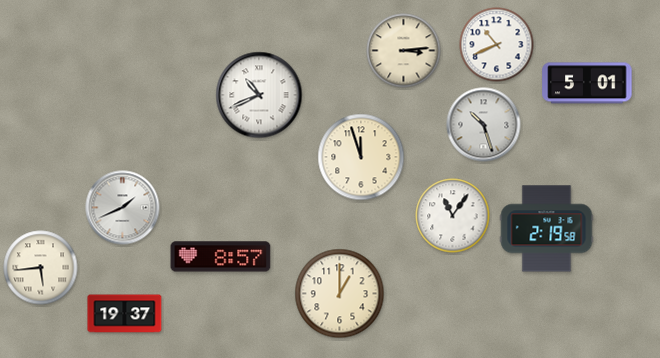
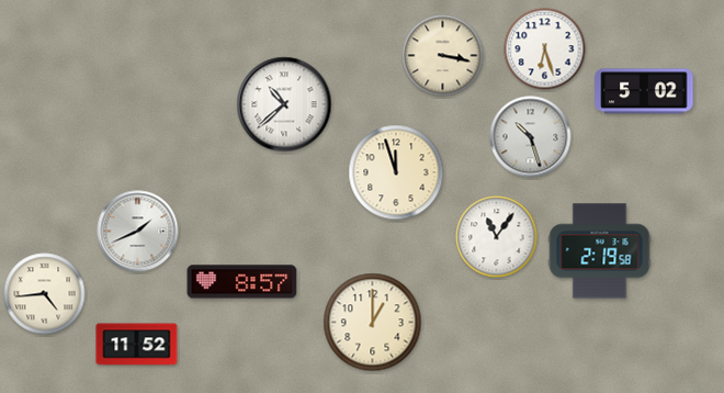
clock at (497, 45): 10:41 -> 6:27
clock at (404, 51): 3:14 -> 3:17
clock at (587, 83): 5:01 -> 5:02
clock at (259, 95): 10:41 -> 10:38
clock at (123, 208) position: (123, 208) -> (138, 232)
clock at (41, 268): 5:44 -> 4:44
clock at (125, 314): 19:37 -> 11:52
